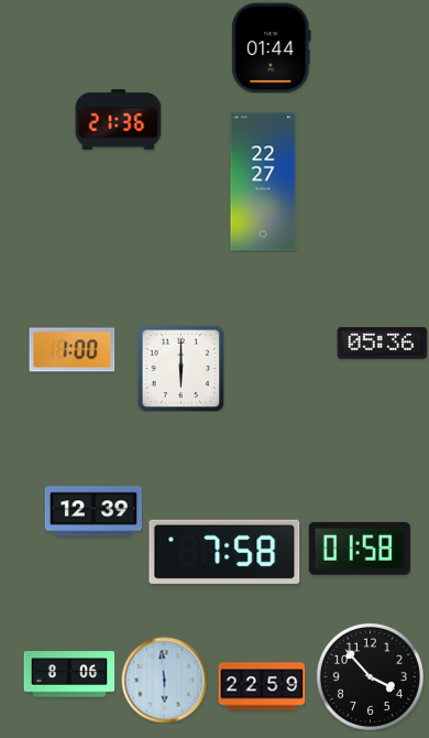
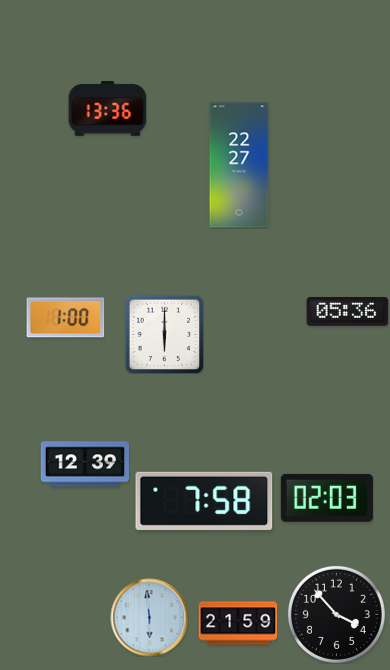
clock at (272, 47): 01:44 -> none
clock at (118, 120): 21:36 -> 13:36
clock at (360, 549): 01:58 -> 02:03
clock at (69, 674): 8:06 -> none
clock at (262, 686): 22:59 -> 21:59
